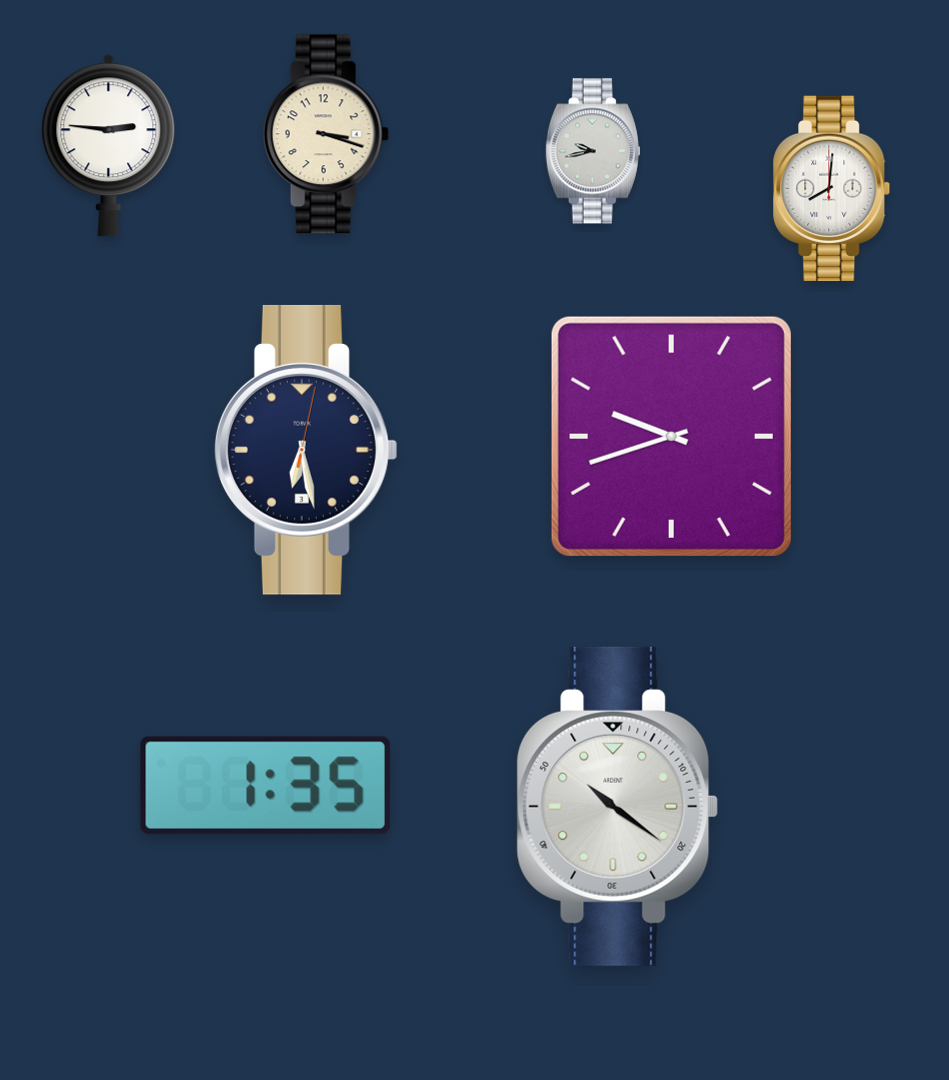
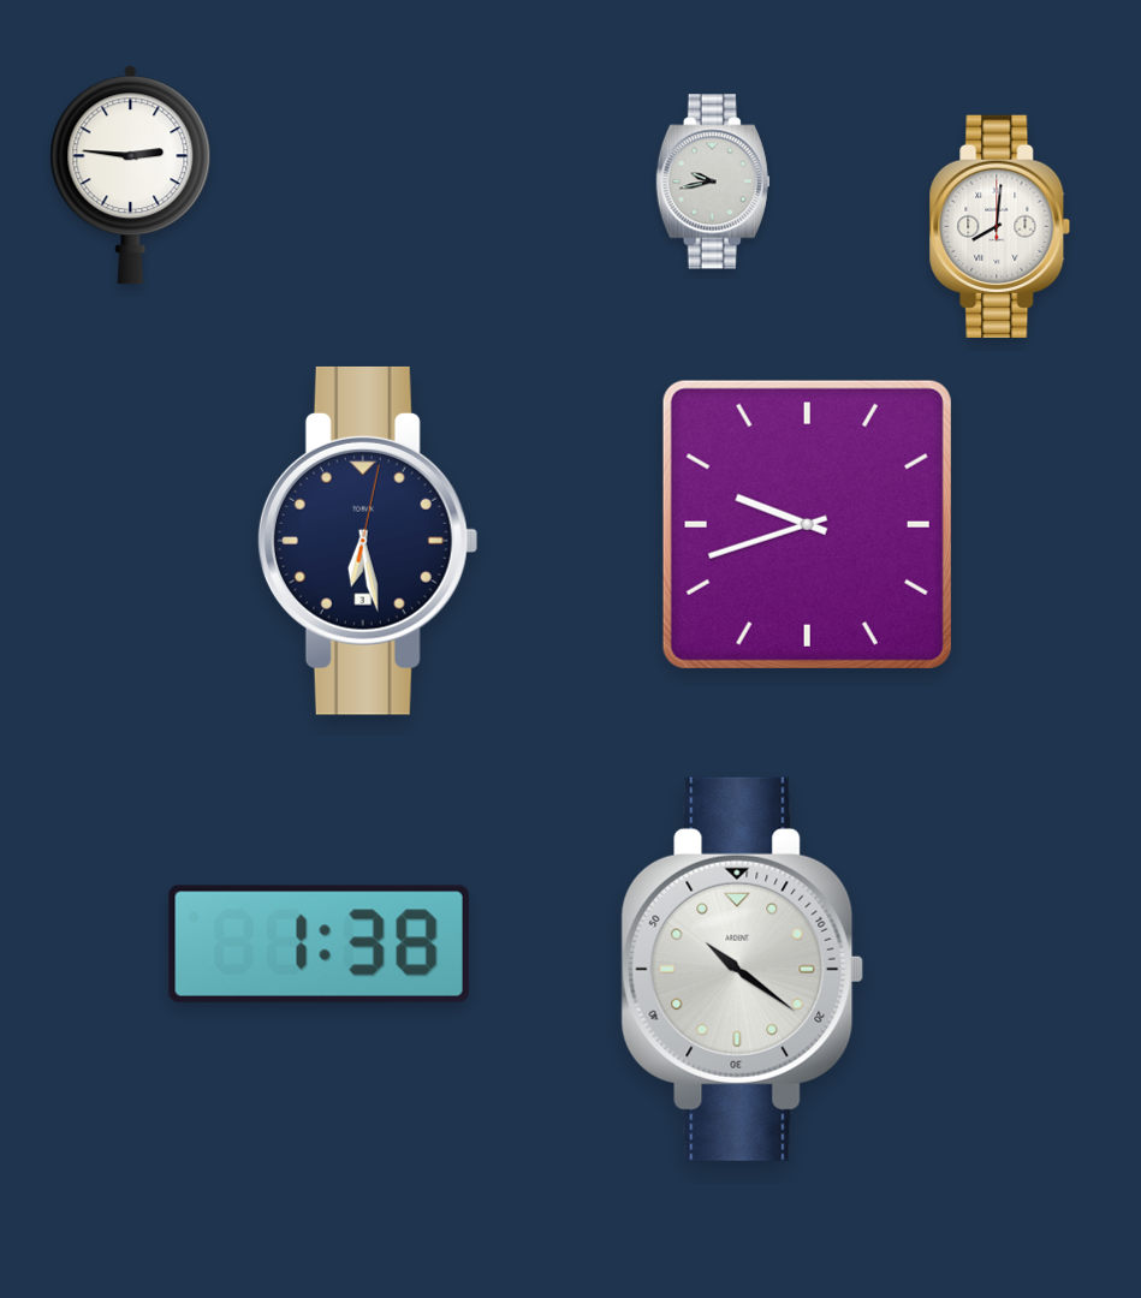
clock at (326, 134): 3:18 -> none
clock at (265, 785): 1:35 -> 1:38
